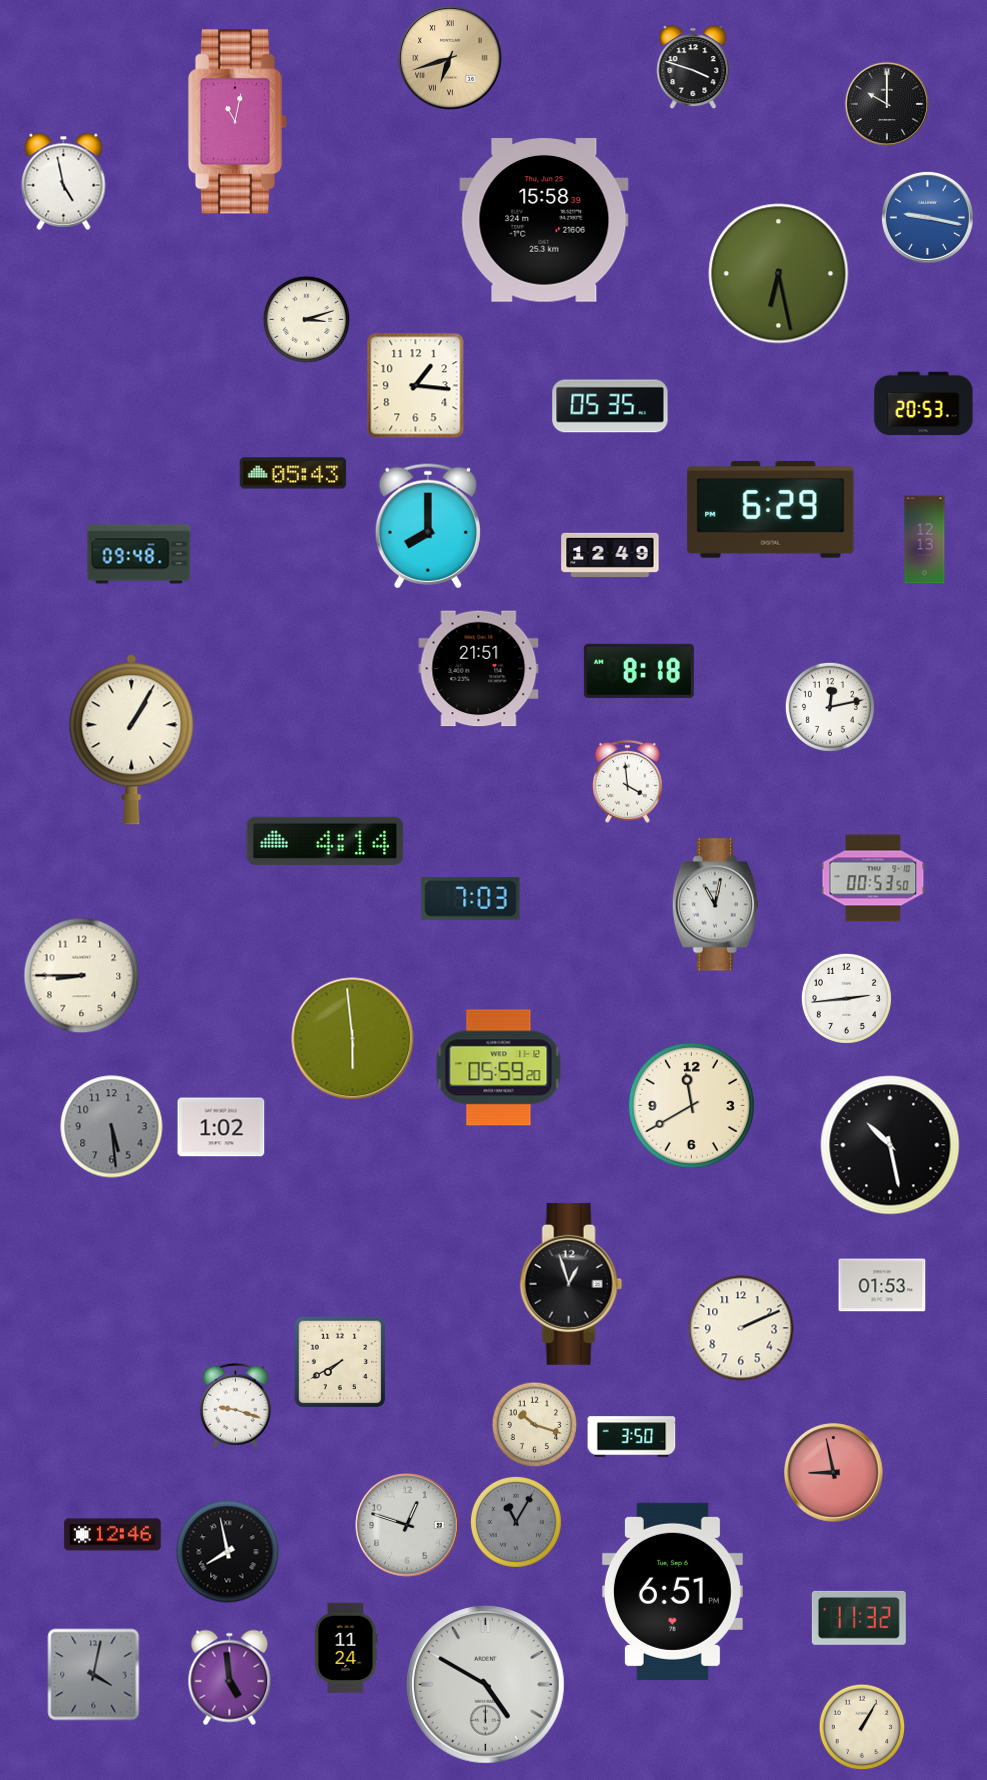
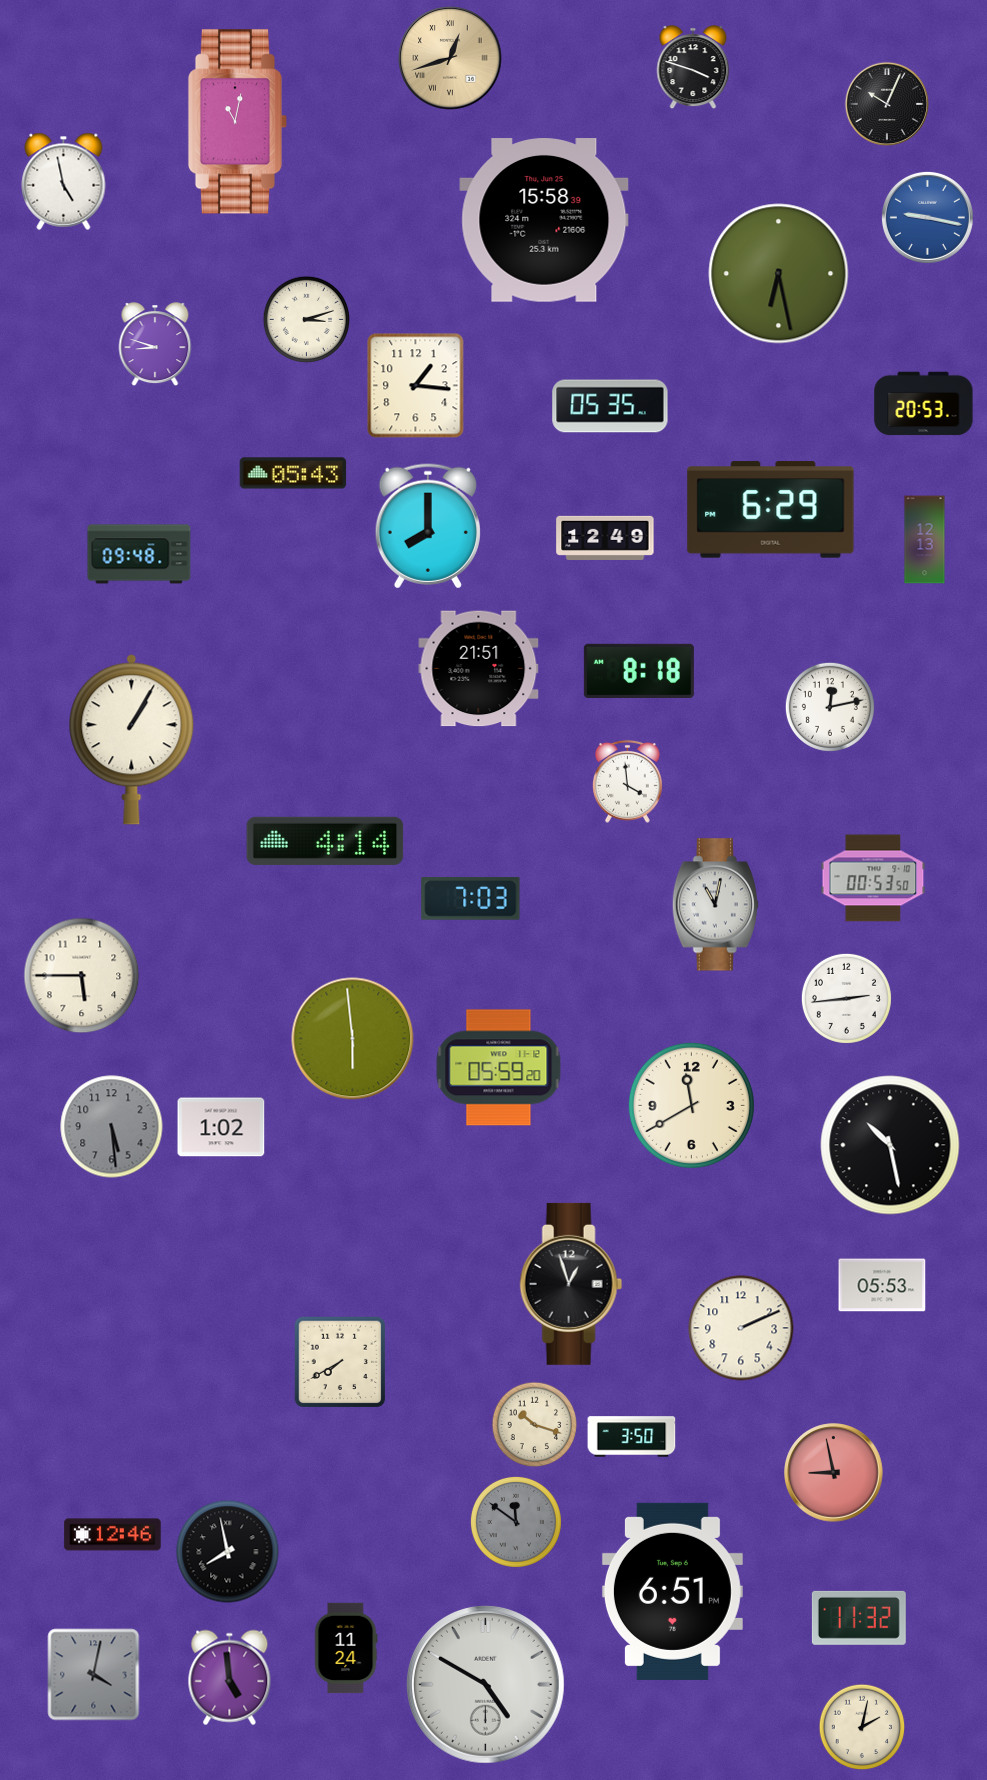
clock at (450, 58): 6:42 -> 12:42
clock at (886, 103): 10:00 -> 10:04
clock at (155, 345): none -> 8:48
clock at (610, 555) position: (610, 555) -> (605, 538)
clock at (82, 976): 8:45 -> 5:45
clock at (882, 1285): 01:53 -> 05:53
clock at (235, 1405): 9:18 -> none
clock at (516, 1522): 11:05 -> 11:51
clock at (407, 1525): 12:48 -> none
clock at (862, 1727): 1:05 -> 2:02
